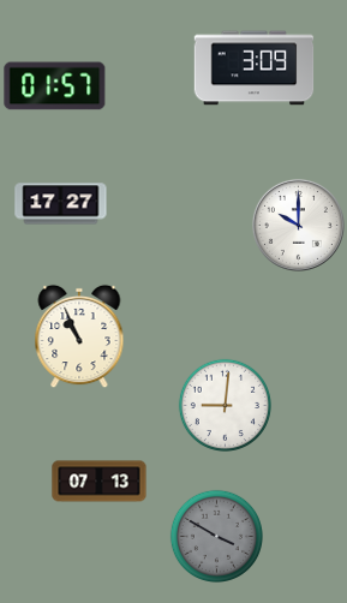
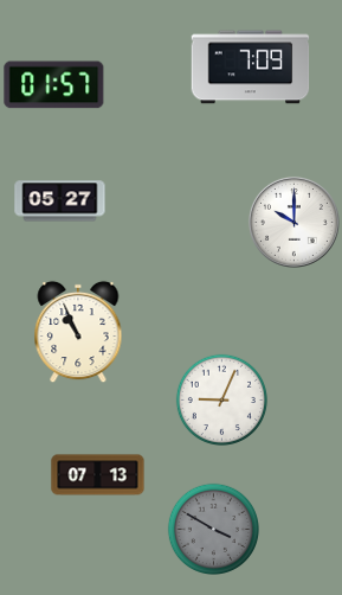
clock at (255, 68): 3:09 -> 7:09
clock at (61, 204): 17:27 -> 05:27
clock at (225, 405): 9:01 -> 9:04
